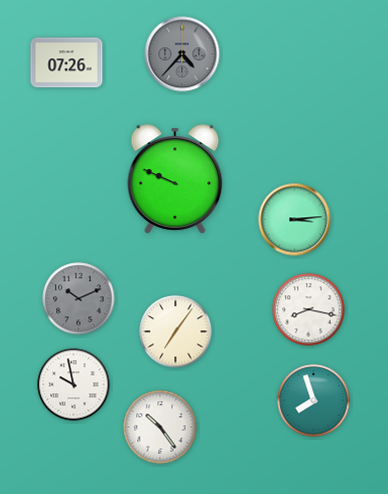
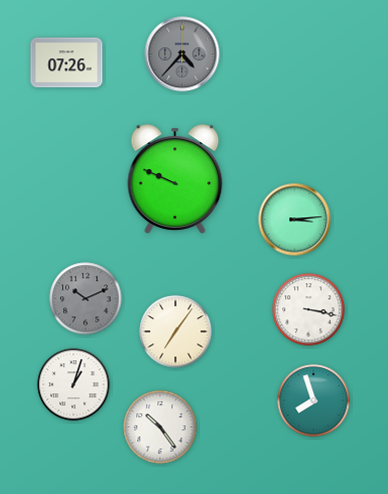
clock at (79, 299) position: (79, 299) -> (86, 299)
clock at (309, 310): 8:17 -> 3:17
clock at (74, 385): 9:58 -> 1:03
